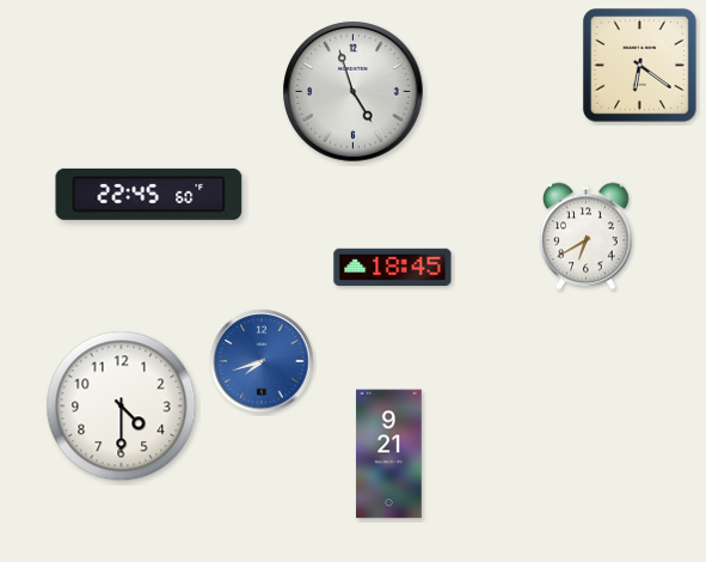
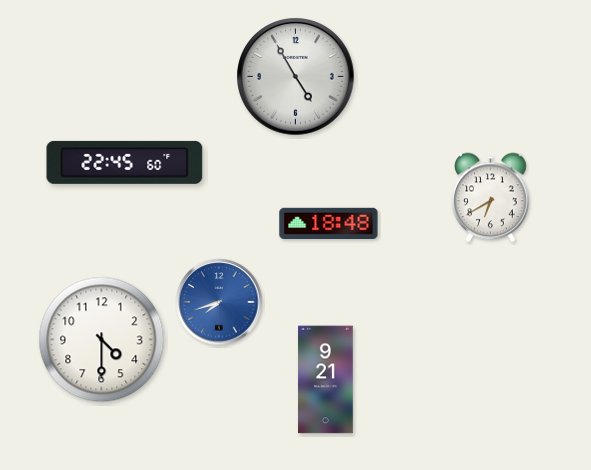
clock at (639, 65): 6:21 -> none
clock at (354, 92): 4:57 -> 4:55
clock at (393, 267): 18:45 -> 18:48
